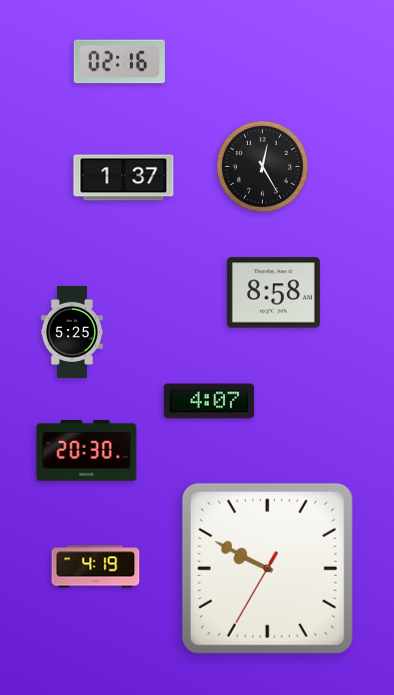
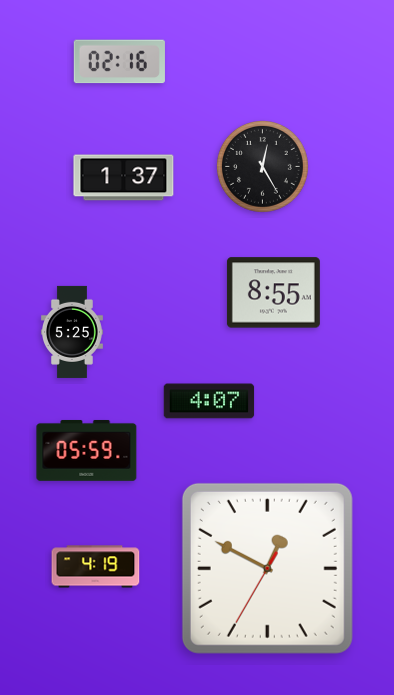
clock at (273, 293): 8:58 -> 8:55
clock at (87, 450): 20:30 -> 05:59
clock at (267, 568): 9:49 -> 12:49
